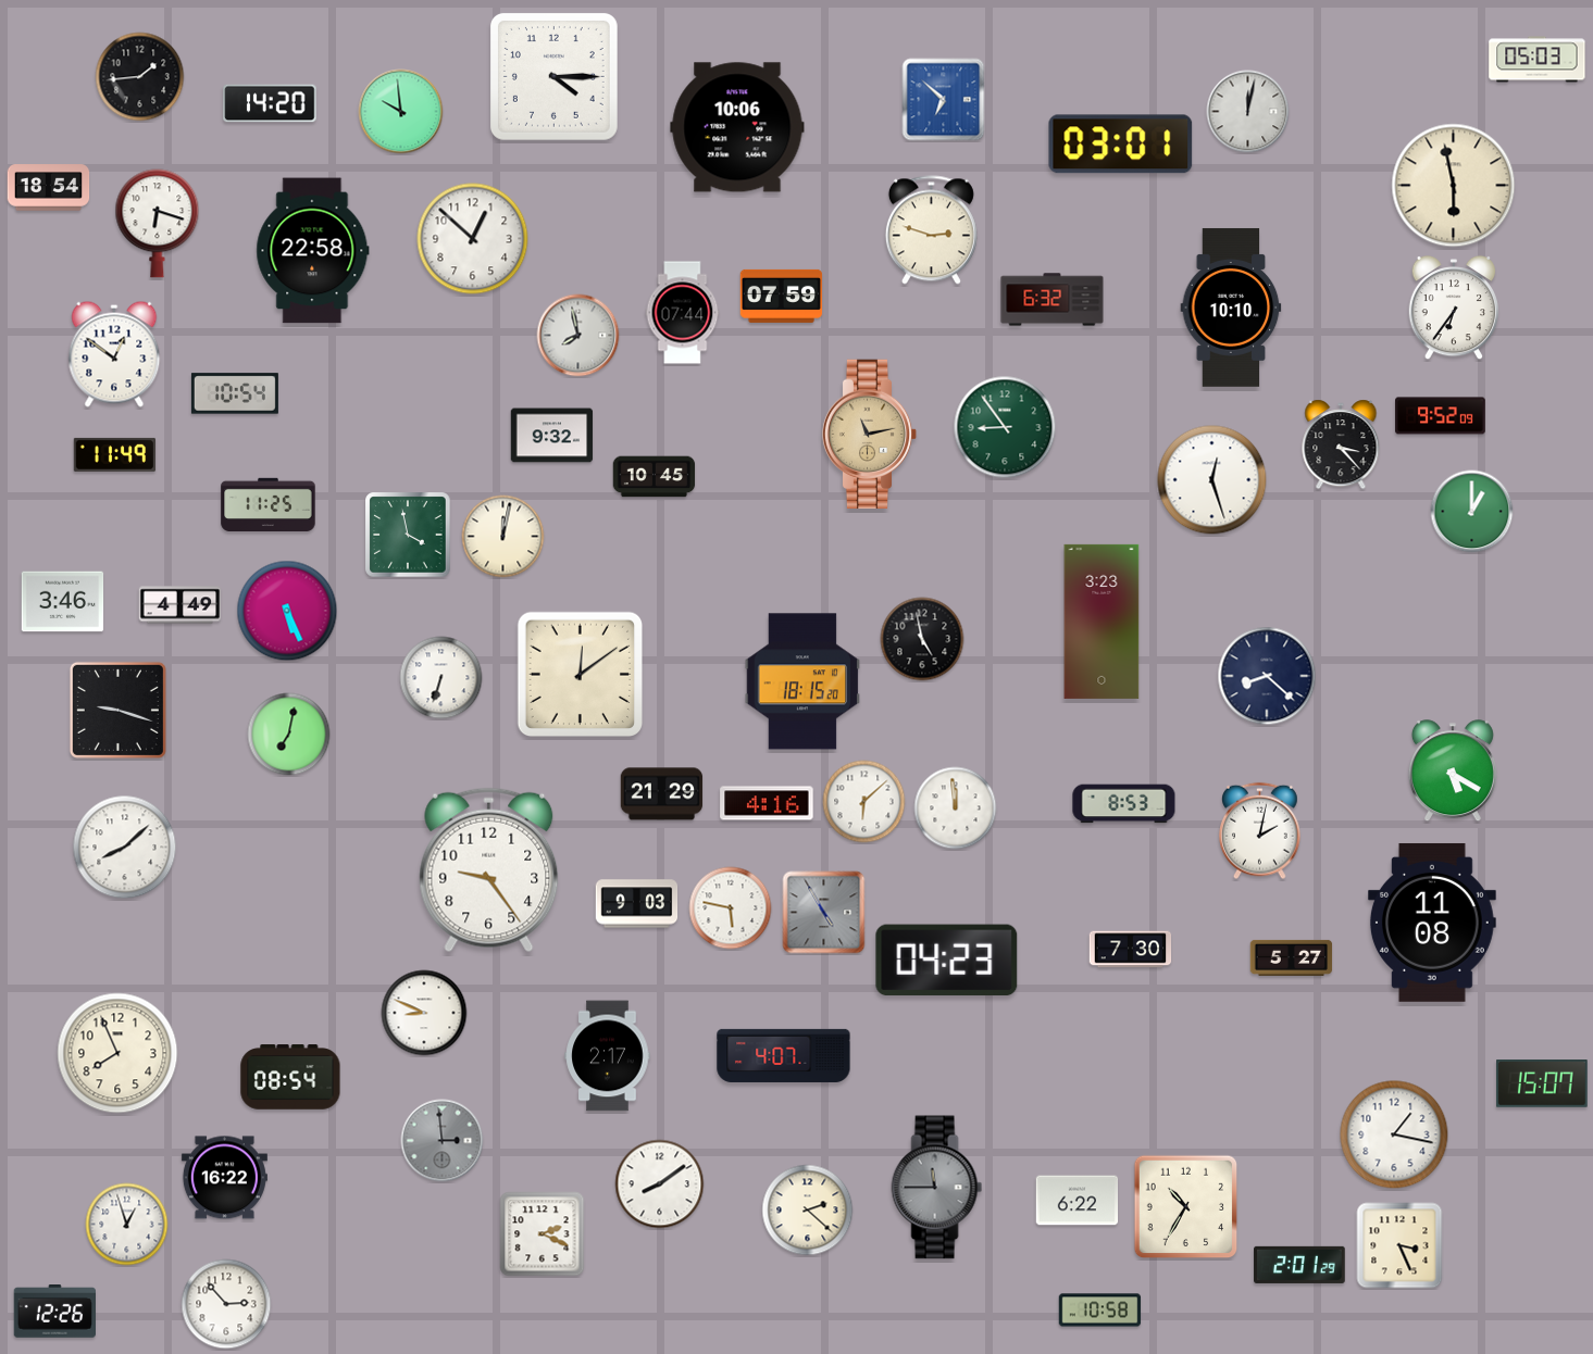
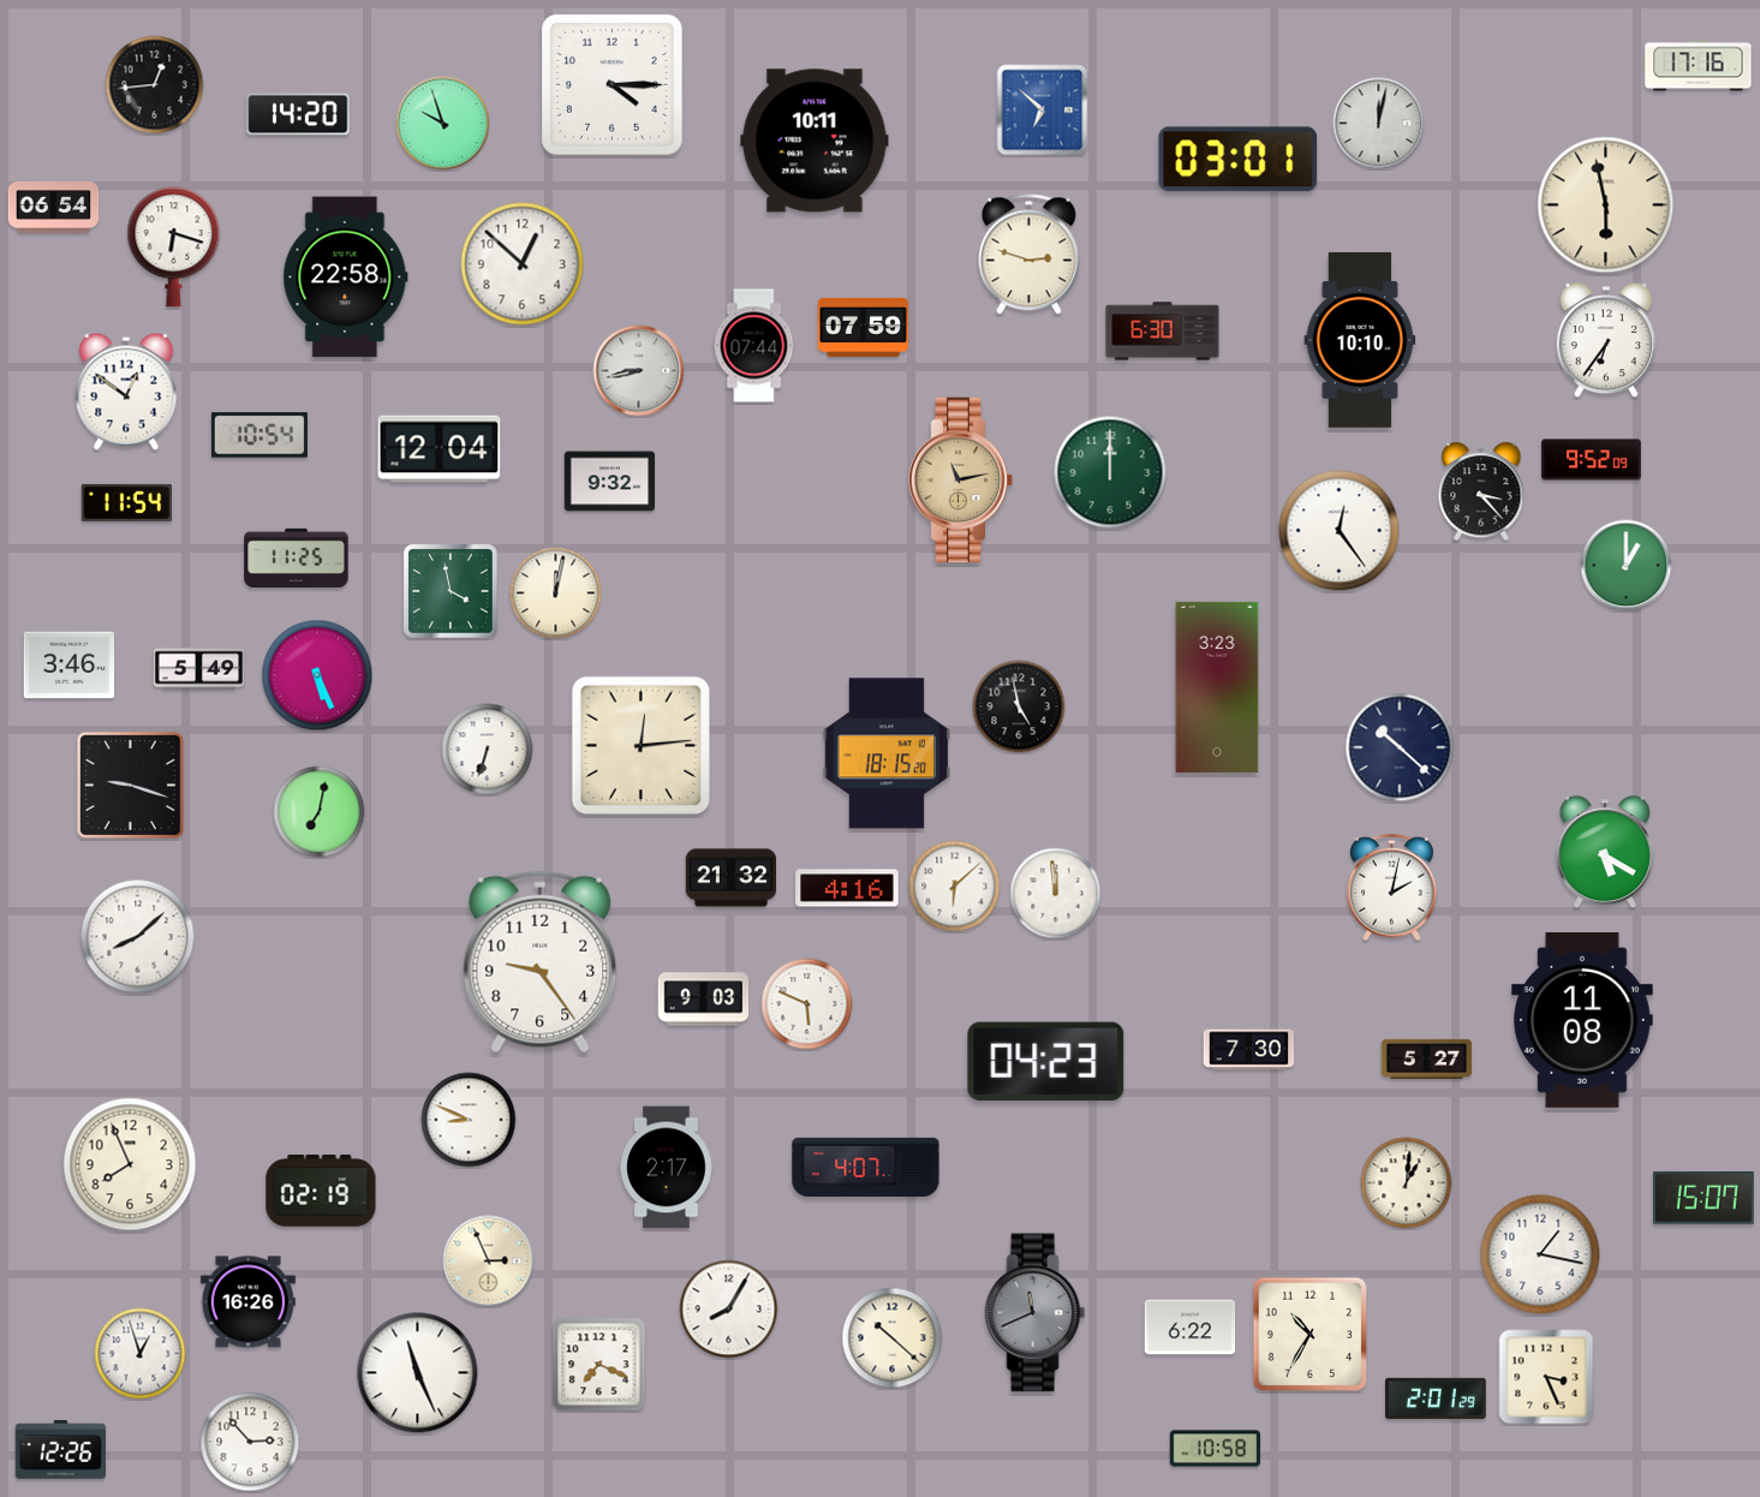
clock at (1538, 60): 05:03 -> 17:16
clock at (140, 77): 1:44 -> 12:44
clock at (401, 112): 9:59 -> 9:57
clock at (737, 127): 10:06 -> 10:11
clock at (49, 188): 18:54 -> 06:54
clock at (1053, 300): 6:32 -> 6:30
clock at (578, 336): 7:58 -> 8:43
clock at (440, 449): none -> 12:04
clock at (1005, 427): 8:54 -> 12:00
clock at (115, 454): 11:49 -> 11:54
clock at (655, 477): 10:45 -> none
clock at (1212, 480): 12:27 -> 12:24
clock at (181, 605): 4:49 -> 5:49
clock at (581, 675): 12:09 -> 12:14
clock at (1267, 676): 8:22 -> 10:22
clock at (662, 794): 21:29 -> 21:32
clock at (1124, 804): 8:53 -> none
clock at (1260, 831) position: (1260, 831) -> (1392, 888)
clock at (731, 908): 5:47 -> 5:49
clock at (824, 913): 4:55 -> none
clock at (608, 1056) position: (608, 1056) -> (667, 1168)
clock at (1407, 1183): none -> 1:01
clock at (290, 1077): 08:54 -> 02:19
clock at (443, 1141): 2:59 -> 2:56
clock at (443, 1141) dial: grey -> cream
clock at (224, 1178): 16:22 -> 16:26
clock at (660, 1184): 8:09 -> 8:05
clock at (937, 1188): 11:45 -> 11:41
clock at (808, 1211): 2:22 -> 10:22
clock at (543, 1234): 2:19 -> 7:19
clock at (418, 1373): none -> 11:26
